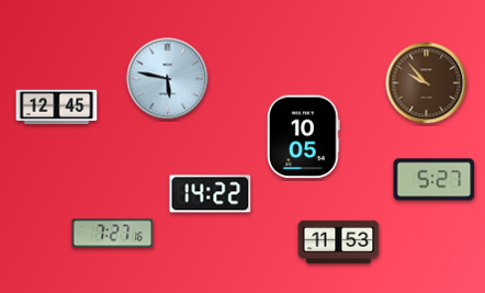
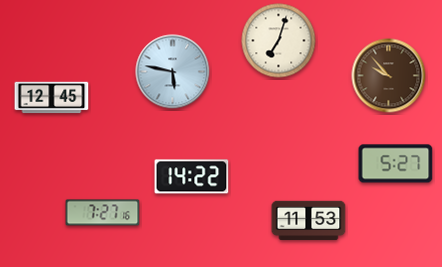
clock at (279, 41): none -> 7:03
clock at (168, 79) position: (168, 79) -> (173, 72)
clock at (304, 137): 10:05 -> none
